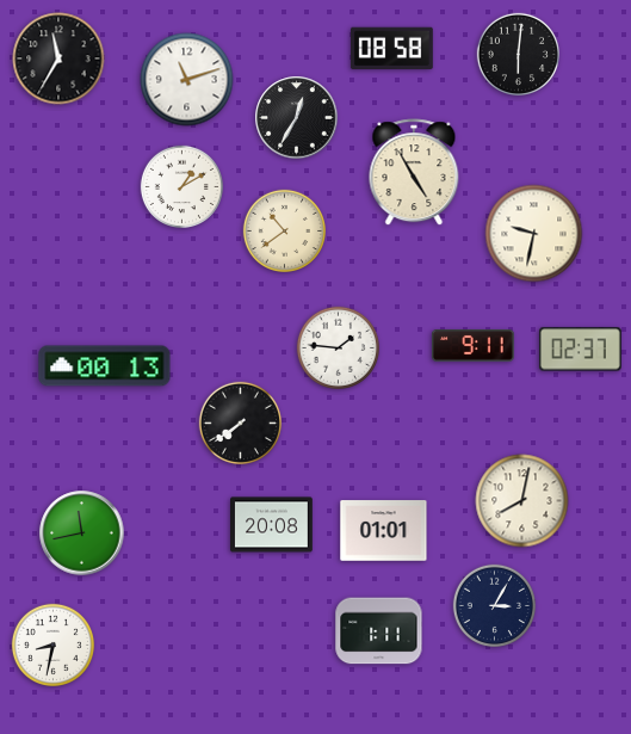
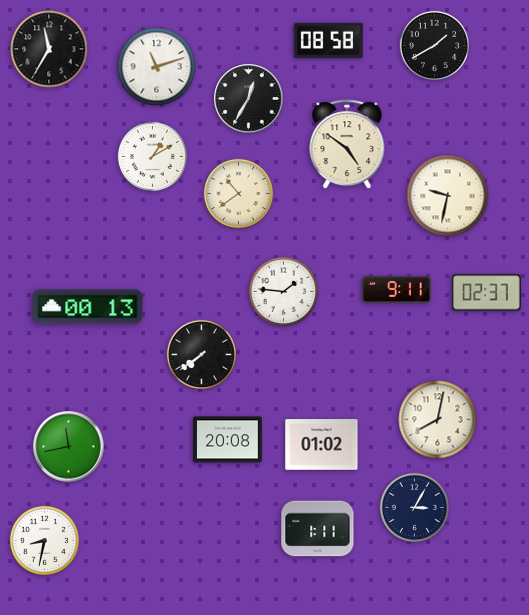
clock at (518, 54): 6:01 -> 1:40
clock at (414, 173): 4:55 -> 4:51
clock at (384, 531): 01:01 -> 01:02
